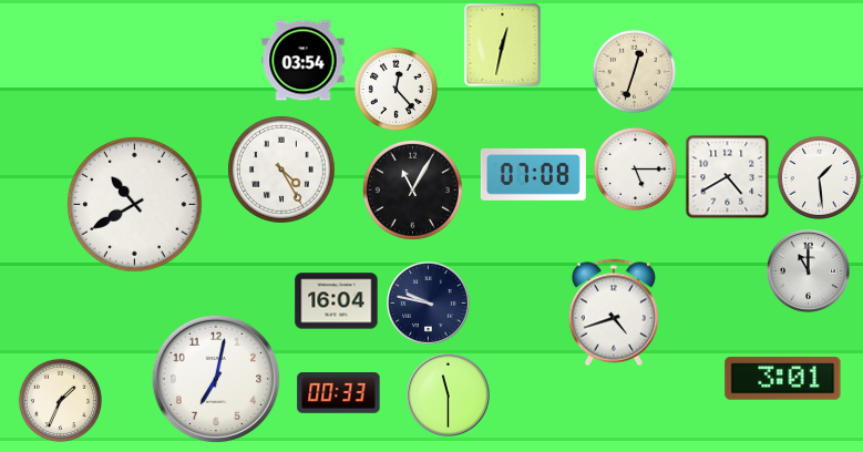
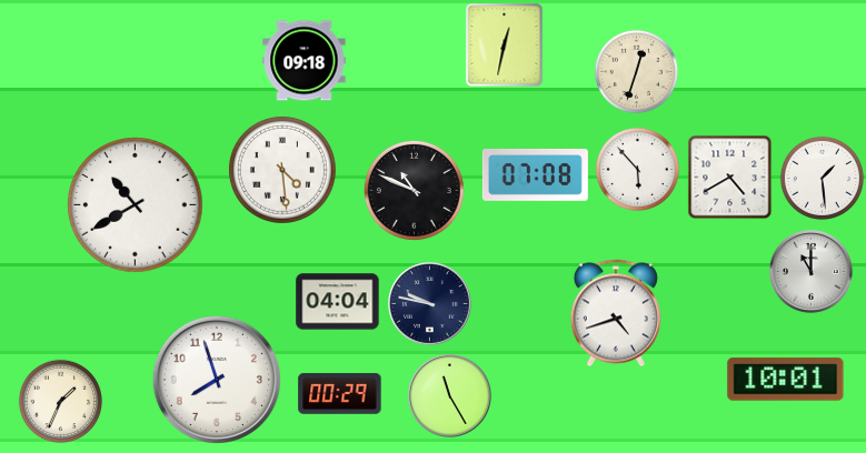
clock at (304, 61): 03:54 -> 09:18
clock at (395, 89): 12:23 -> none
clock at (635, 168): 5:15 -> 5:53
clock at (281, 169): 4:25 -> 4:29
clock at (412, 189): 11:05 -> 10:49
clock at (337, 301): 16:04 -> 04:04
clock at (215, 378): 7:02 -> 7:57
clock at (783, 379): 3:01 -> 10:01
clock at (339, 393): 00:33 -> 00:29
clock at (449, 395): 11:30 -> 11:25
